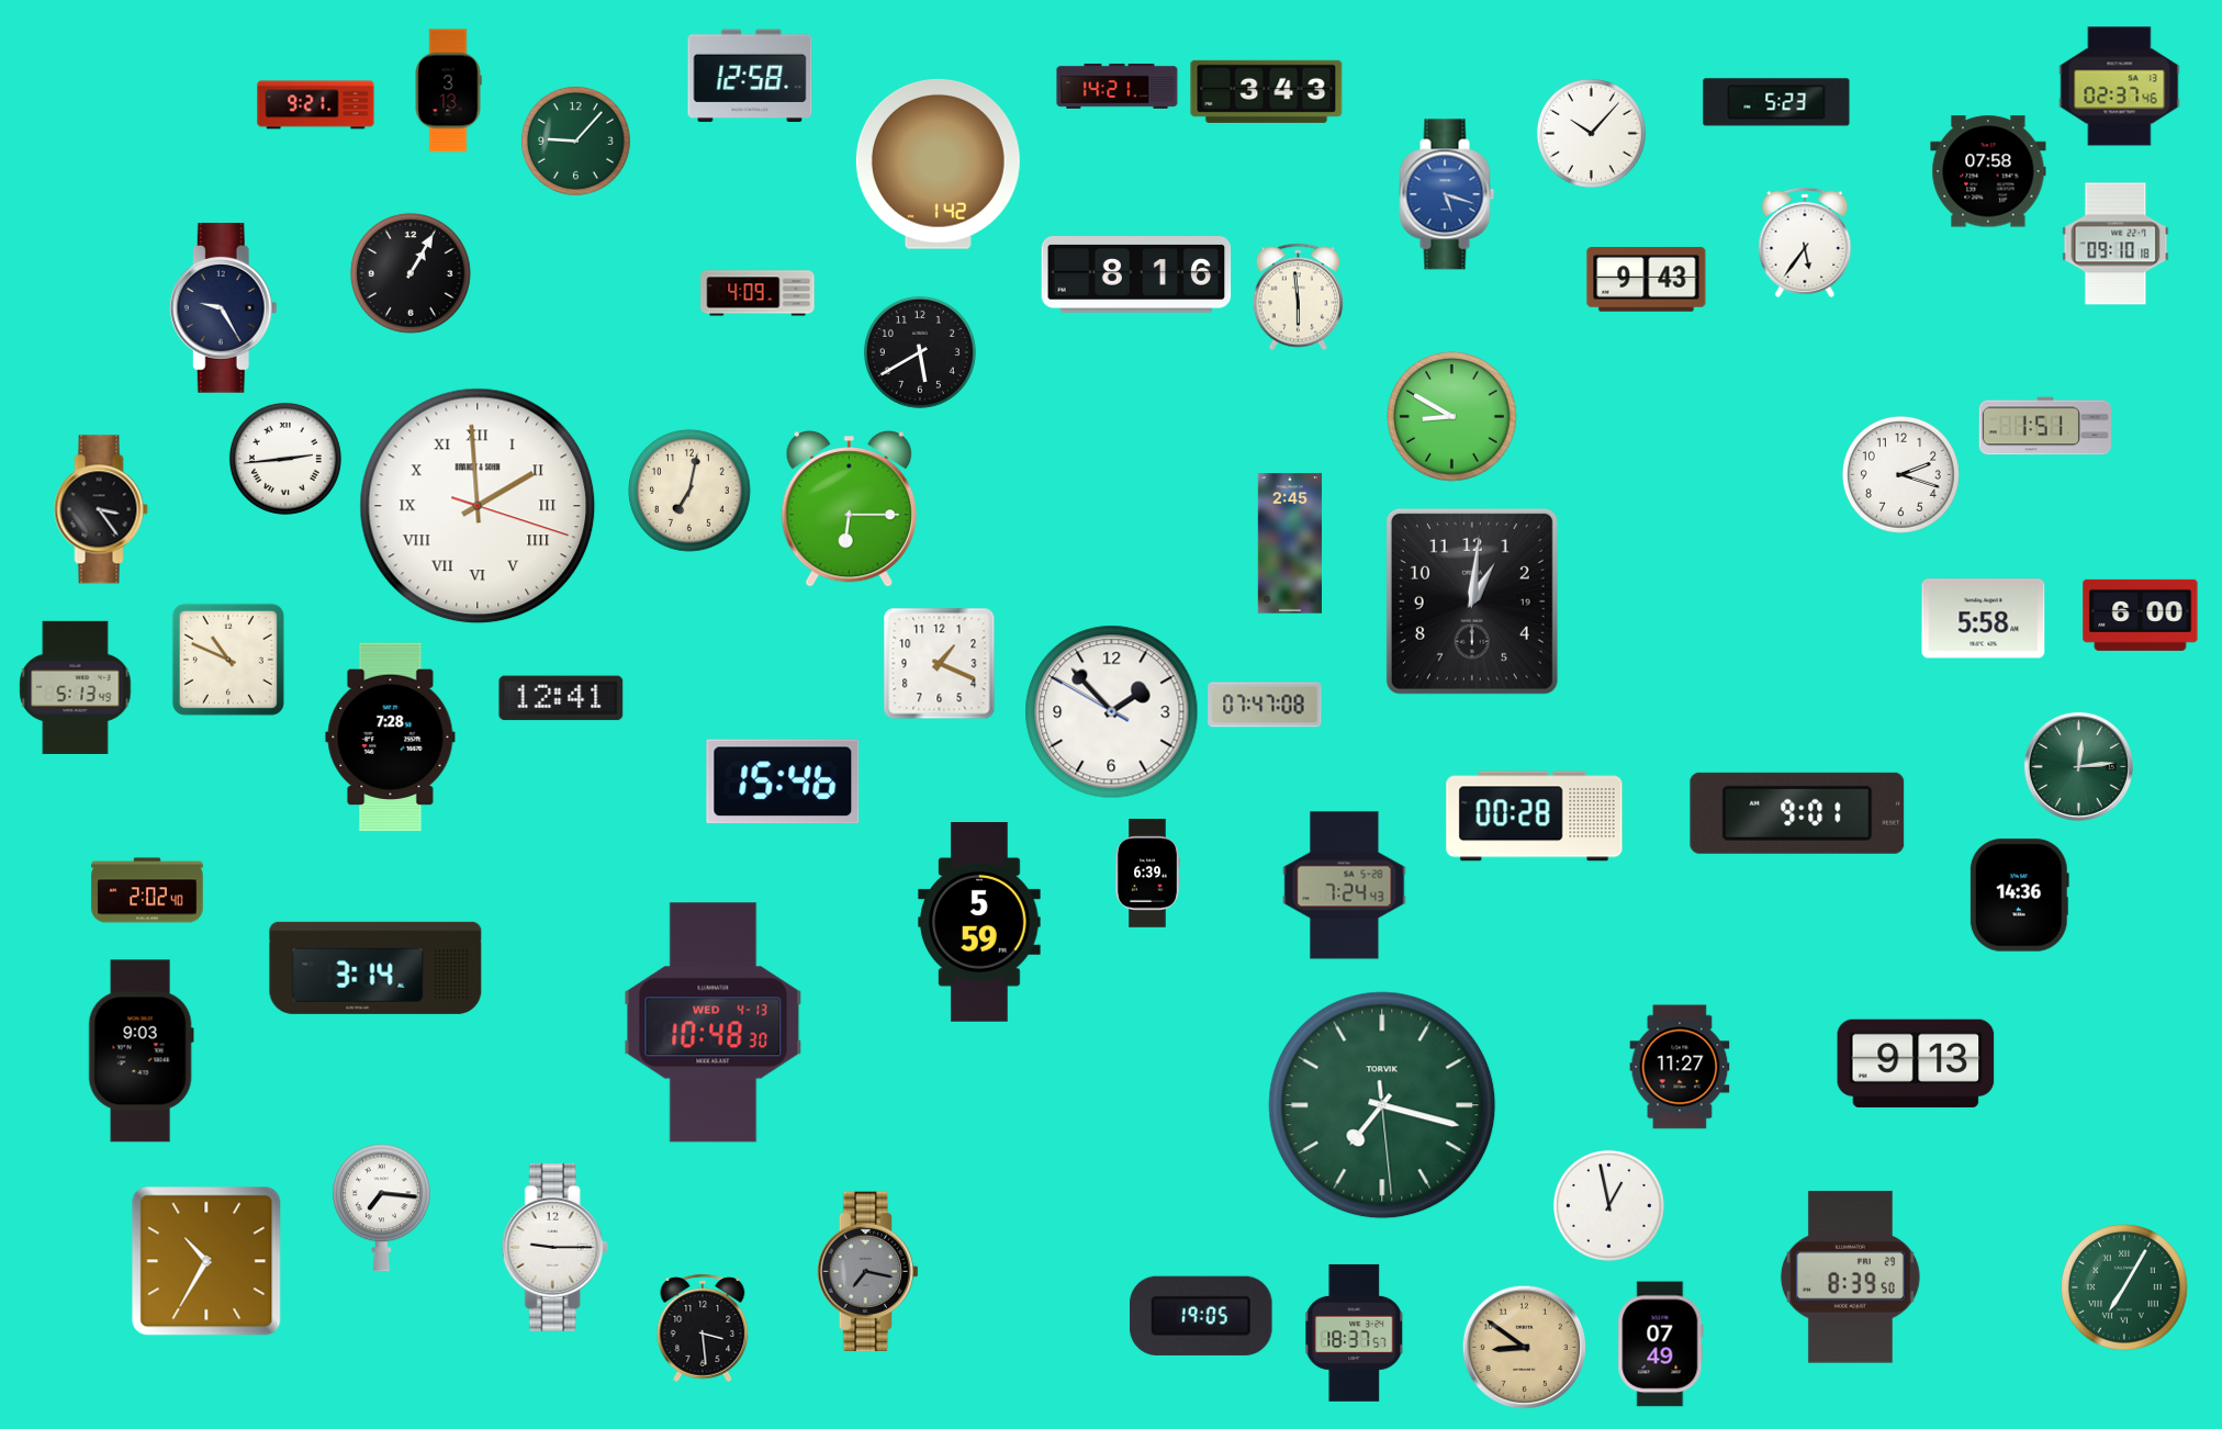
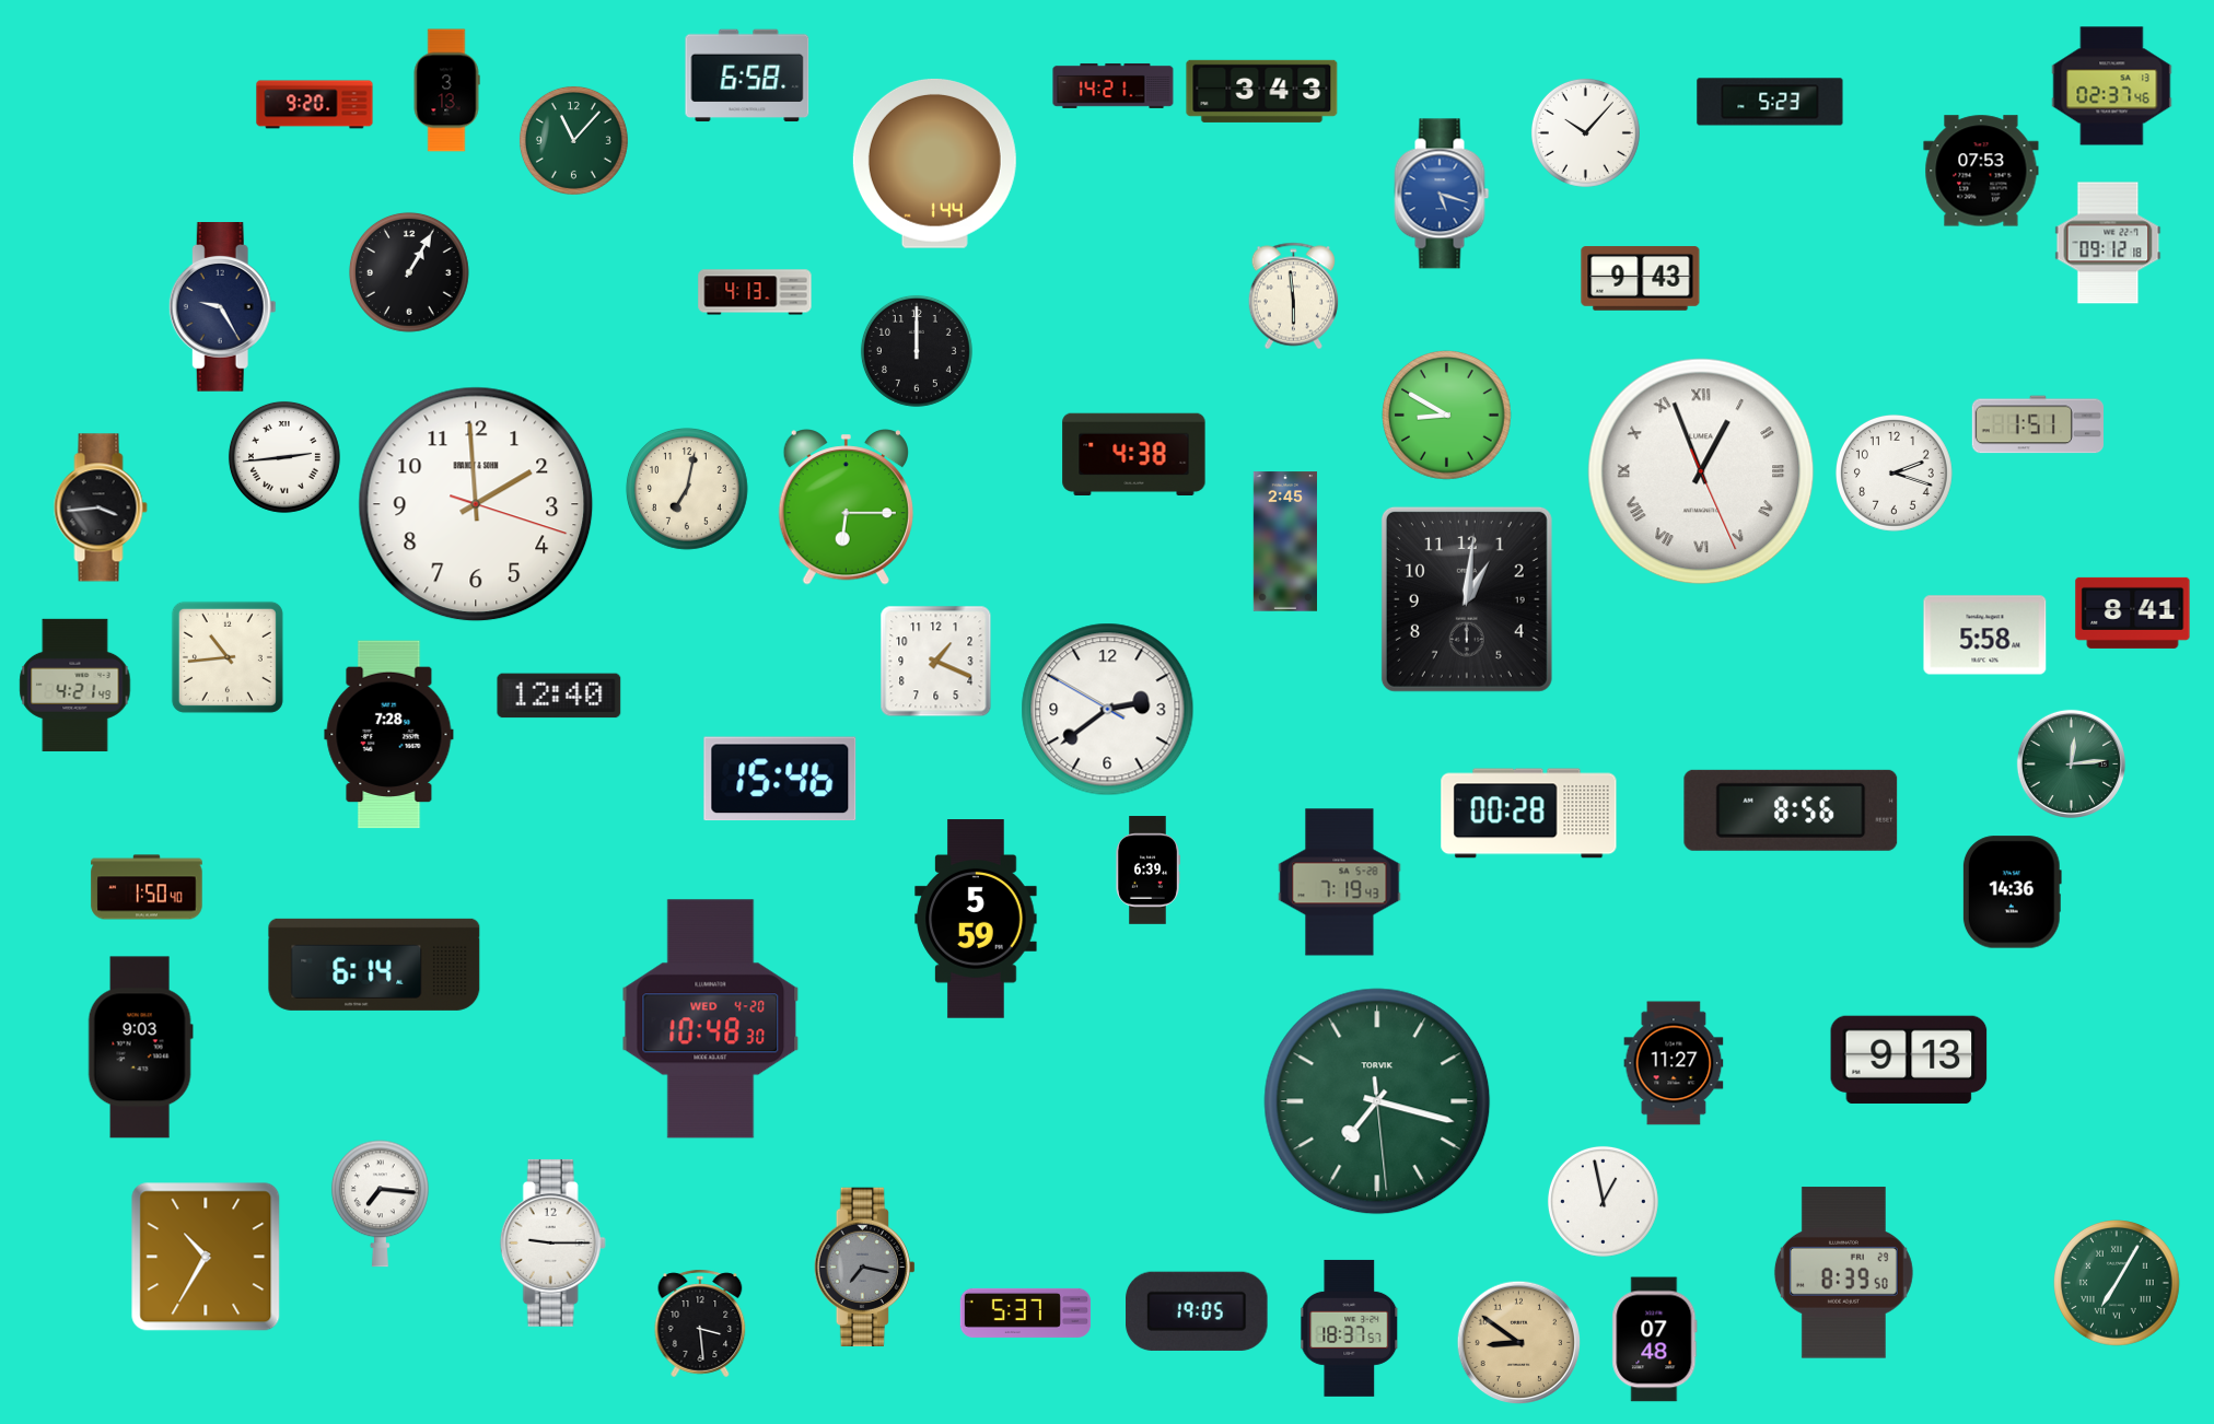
clock at (750, 76): 12:58 -> 6:58
clock at (316, 105): 9:21 -> 9:20
clock at (575, 140): 9:07 -> 11:07
clock at (938, 164): 1:42 -> 1:44
clock at (1988, 171): 07:58 -> 07:53
clock at (1805, 243): 5:36 -> none
clock at (2116, 244): 09:10 -> 09:12
clock at (1136, 275): 8:16 -> none
clock at (757, 293): 4:09 -> 4:13
clock at (920, 352): 5:40 -> 12:00
clock at (1134, 454): none -> 4:38
clock at (1701, 471): none -> 12:56
clock at (478, 506) numerals: Roman -> Arabic
clock at (101, 509): 3:24 -> 3:44
clock at (2141, 615): 6:00 -> 8:41
clock at (1984, 619) position: (1984, 619) -> (1985, 635)
clock at (228, 660): 10:49 -> 10:44
clock at (76, 687): 5:13 -> 4:21
clock at (561, 698): 12:41 -> 12:40
clock at (1265, 705): 07:47 -> none
clock at (1112, 712): 1:52 -> 2:38
clock at (1797, 813): 9:01 -> 8:56
clock at (1147, 874) position: (1147, 874) -> (1147, 871)
clock at (1345, 886): 7:24 -> 7:19
clock at (147, 890): 2:02 -> 1:50
clock at (375, 968): 3:14 -> 6:14
clock at (714, 1023) date: WED 4-13 -> WED 4-20
clock at (1026, 1312): none -> 5:37
clock at (1661, 1344): 07:49 -> 07:48
